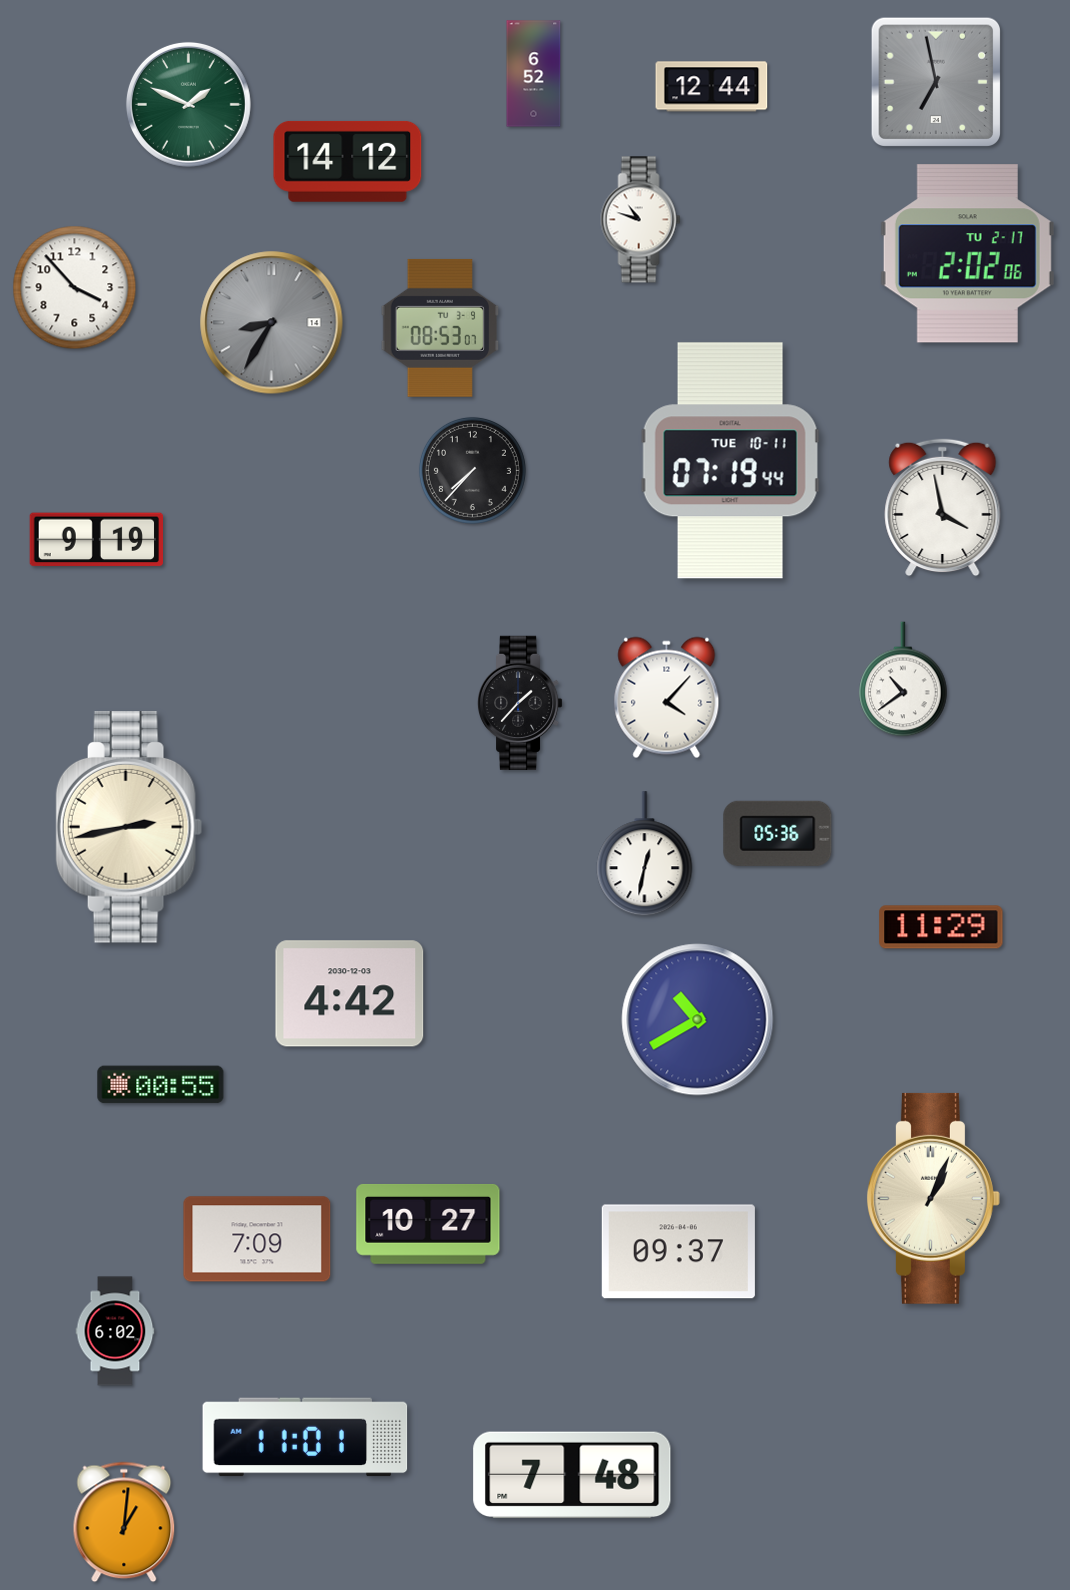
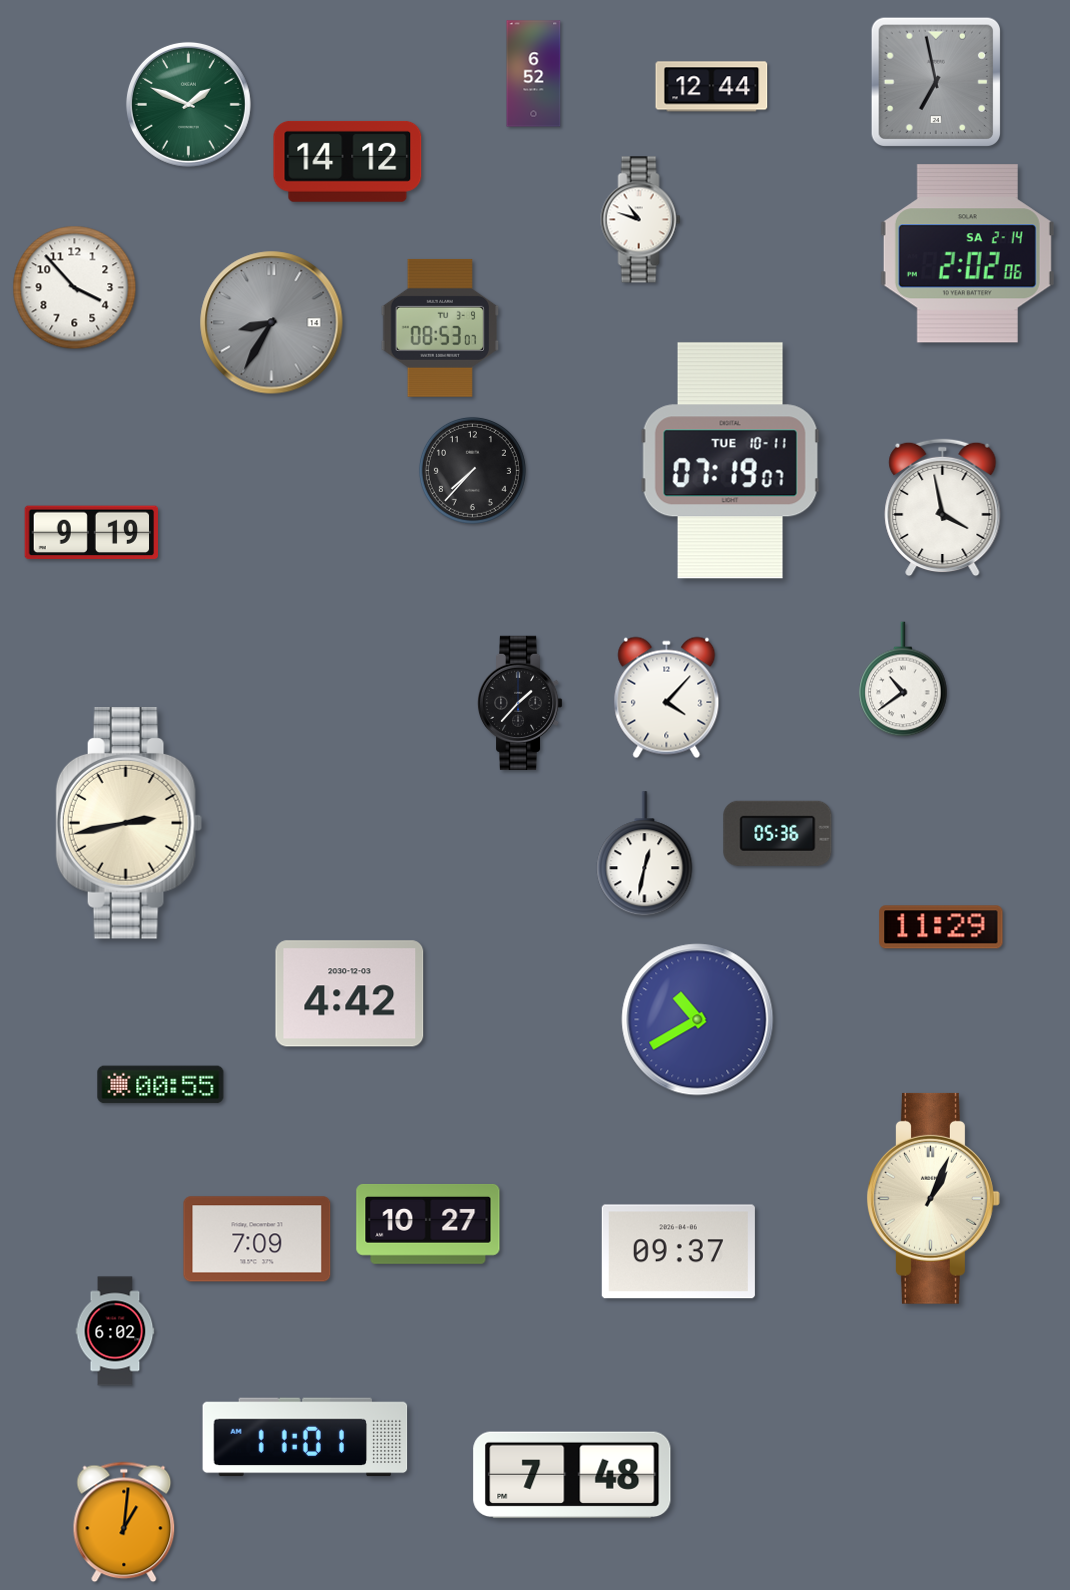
clock at (967, 254) date: TU 2-17 -> SA 2-14
clock at (730, 461): 07:19:44 -> 07:19:07
clock at (96, 540) position: (96, 540) -> (91, 533)
clock at (129, 827) position: (129, 827) -> (129, 823)
